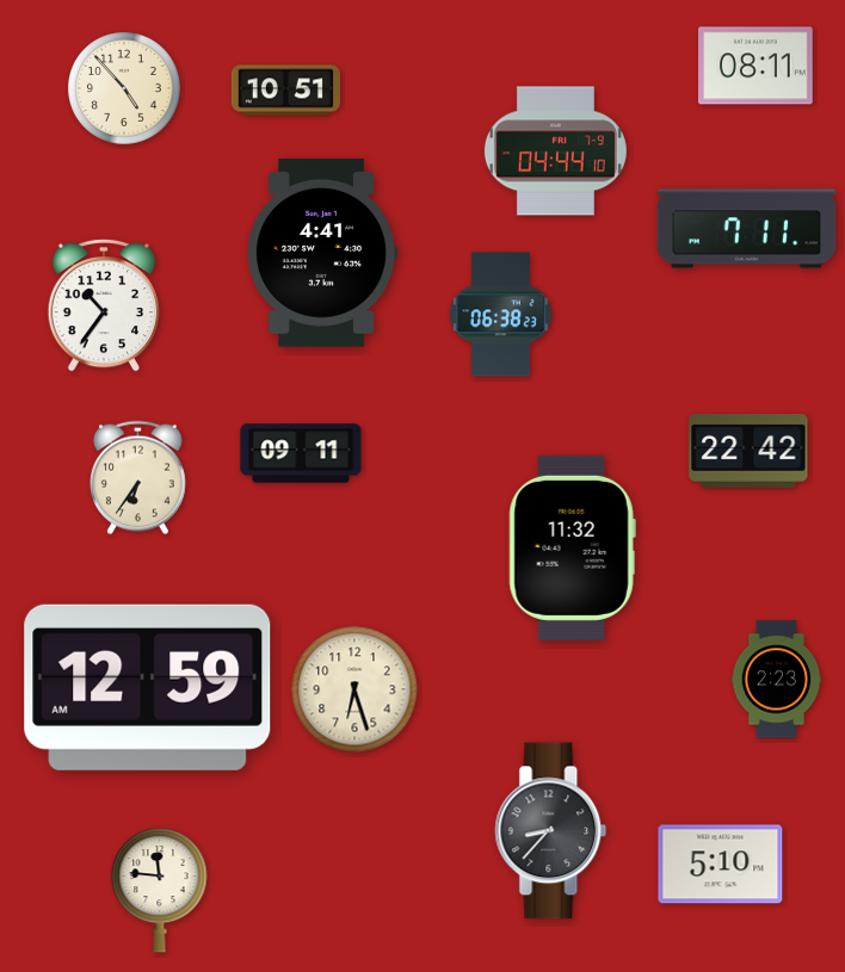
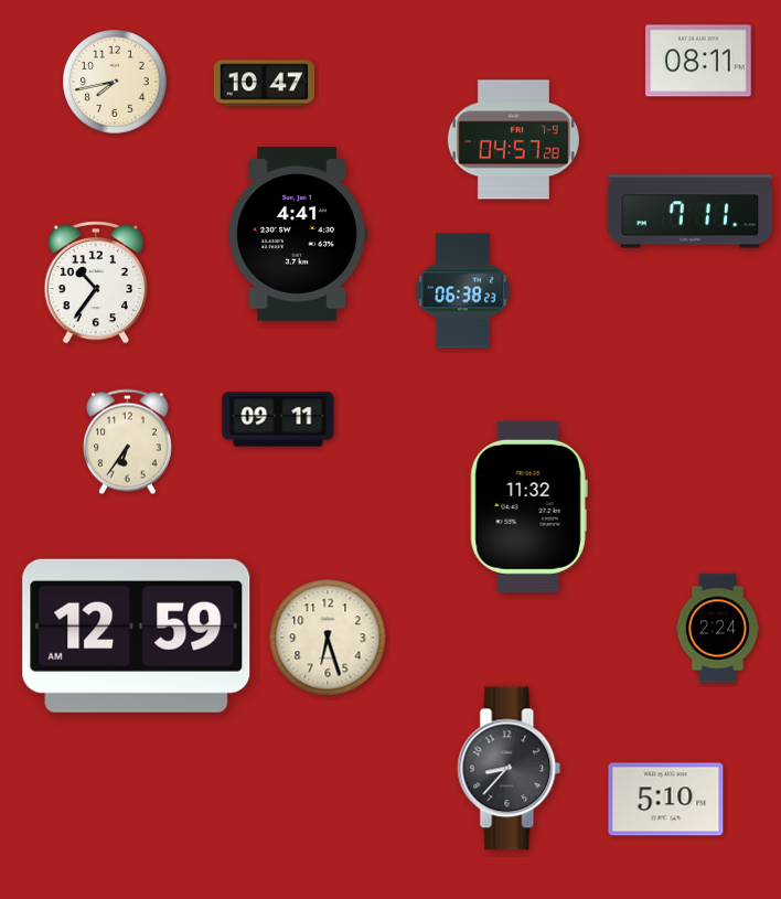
clock at (124, 88): 4:53 -> 7:43
clock at (285, 91): 10:51 -> 10:47
clock at (555, 151): 04:44 -> 04:57
clock at (748, 452): 22:42 -> none
clock at (777, 680): 2:23 -> 2:24
clock at (160, 891): 11:46 -> none
